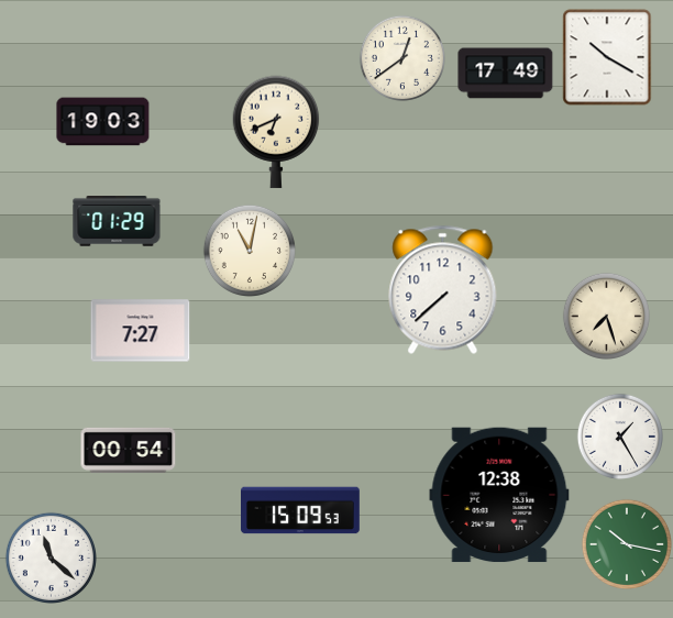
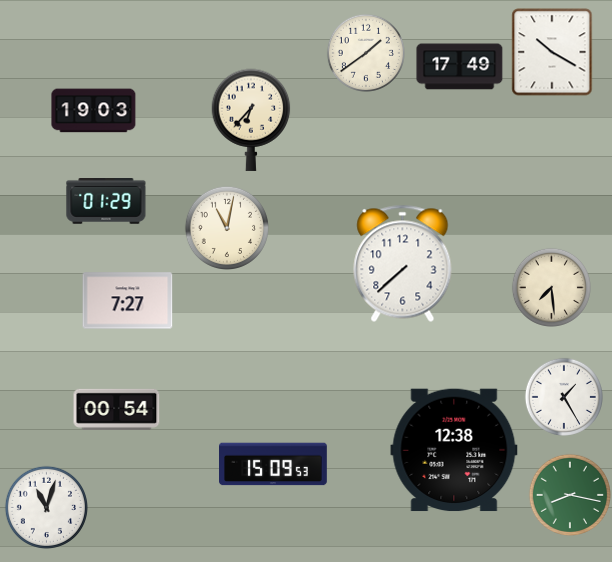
clock at (402, 58): 12:39 -> 1:39
clock at (276, 132): 6:41 -> 6:37
clock at (606, 316): 7:27 -> 7:29
clock at (627, 544): 10:17 -> 8:17
clock at (51, 558): 11:22 -> 11:03
